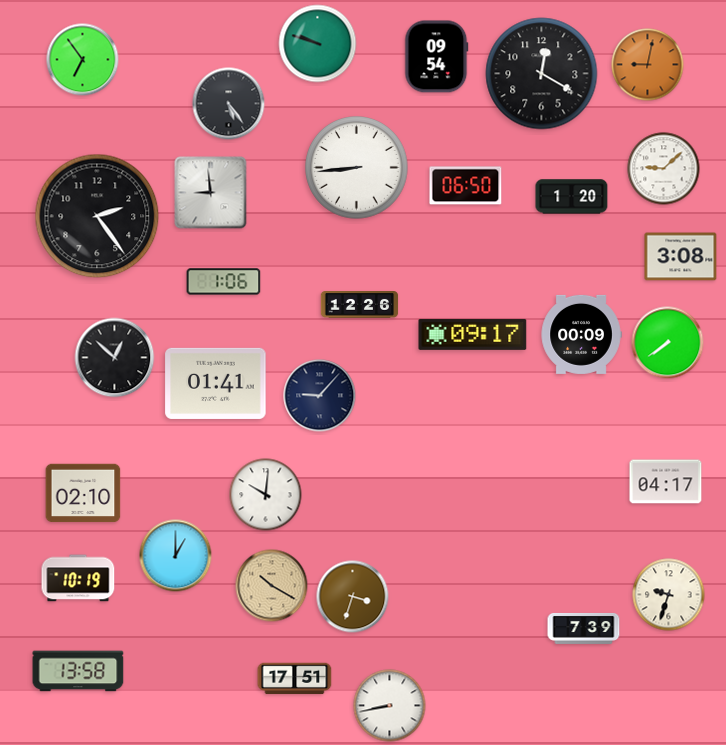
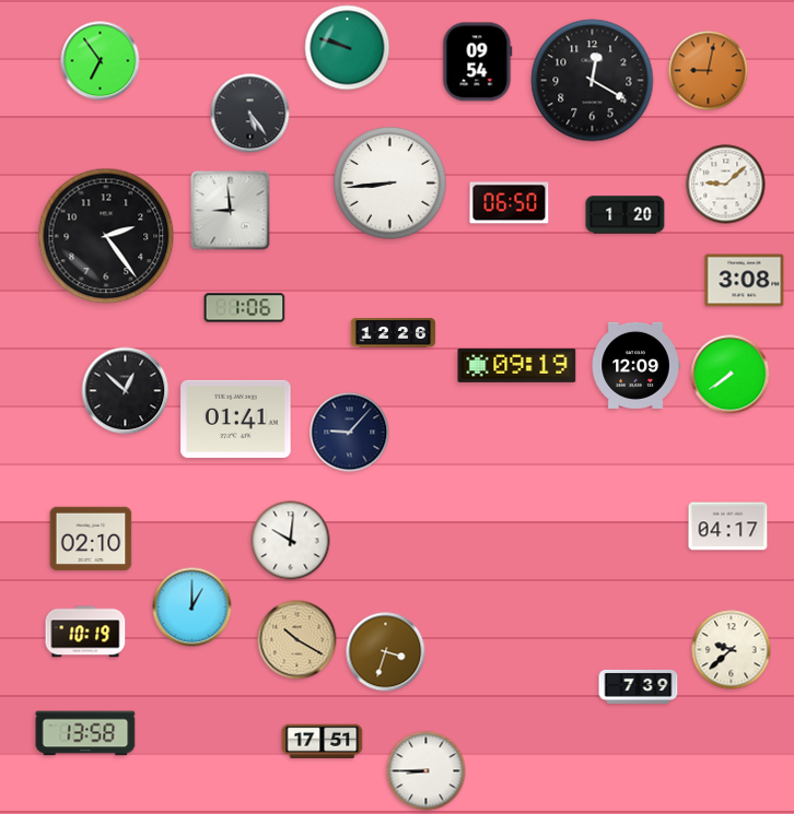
clock at (83, 60) position: (83, 60) -> (101, 61)
clock at (473, 334): 09:17 -> 09:19
clock at (581, 334): 00:09 -> 12:09
clock at (669, 595): 9:33 -> 9:38
clock at (390, 706): 8:43 -> 8:45
